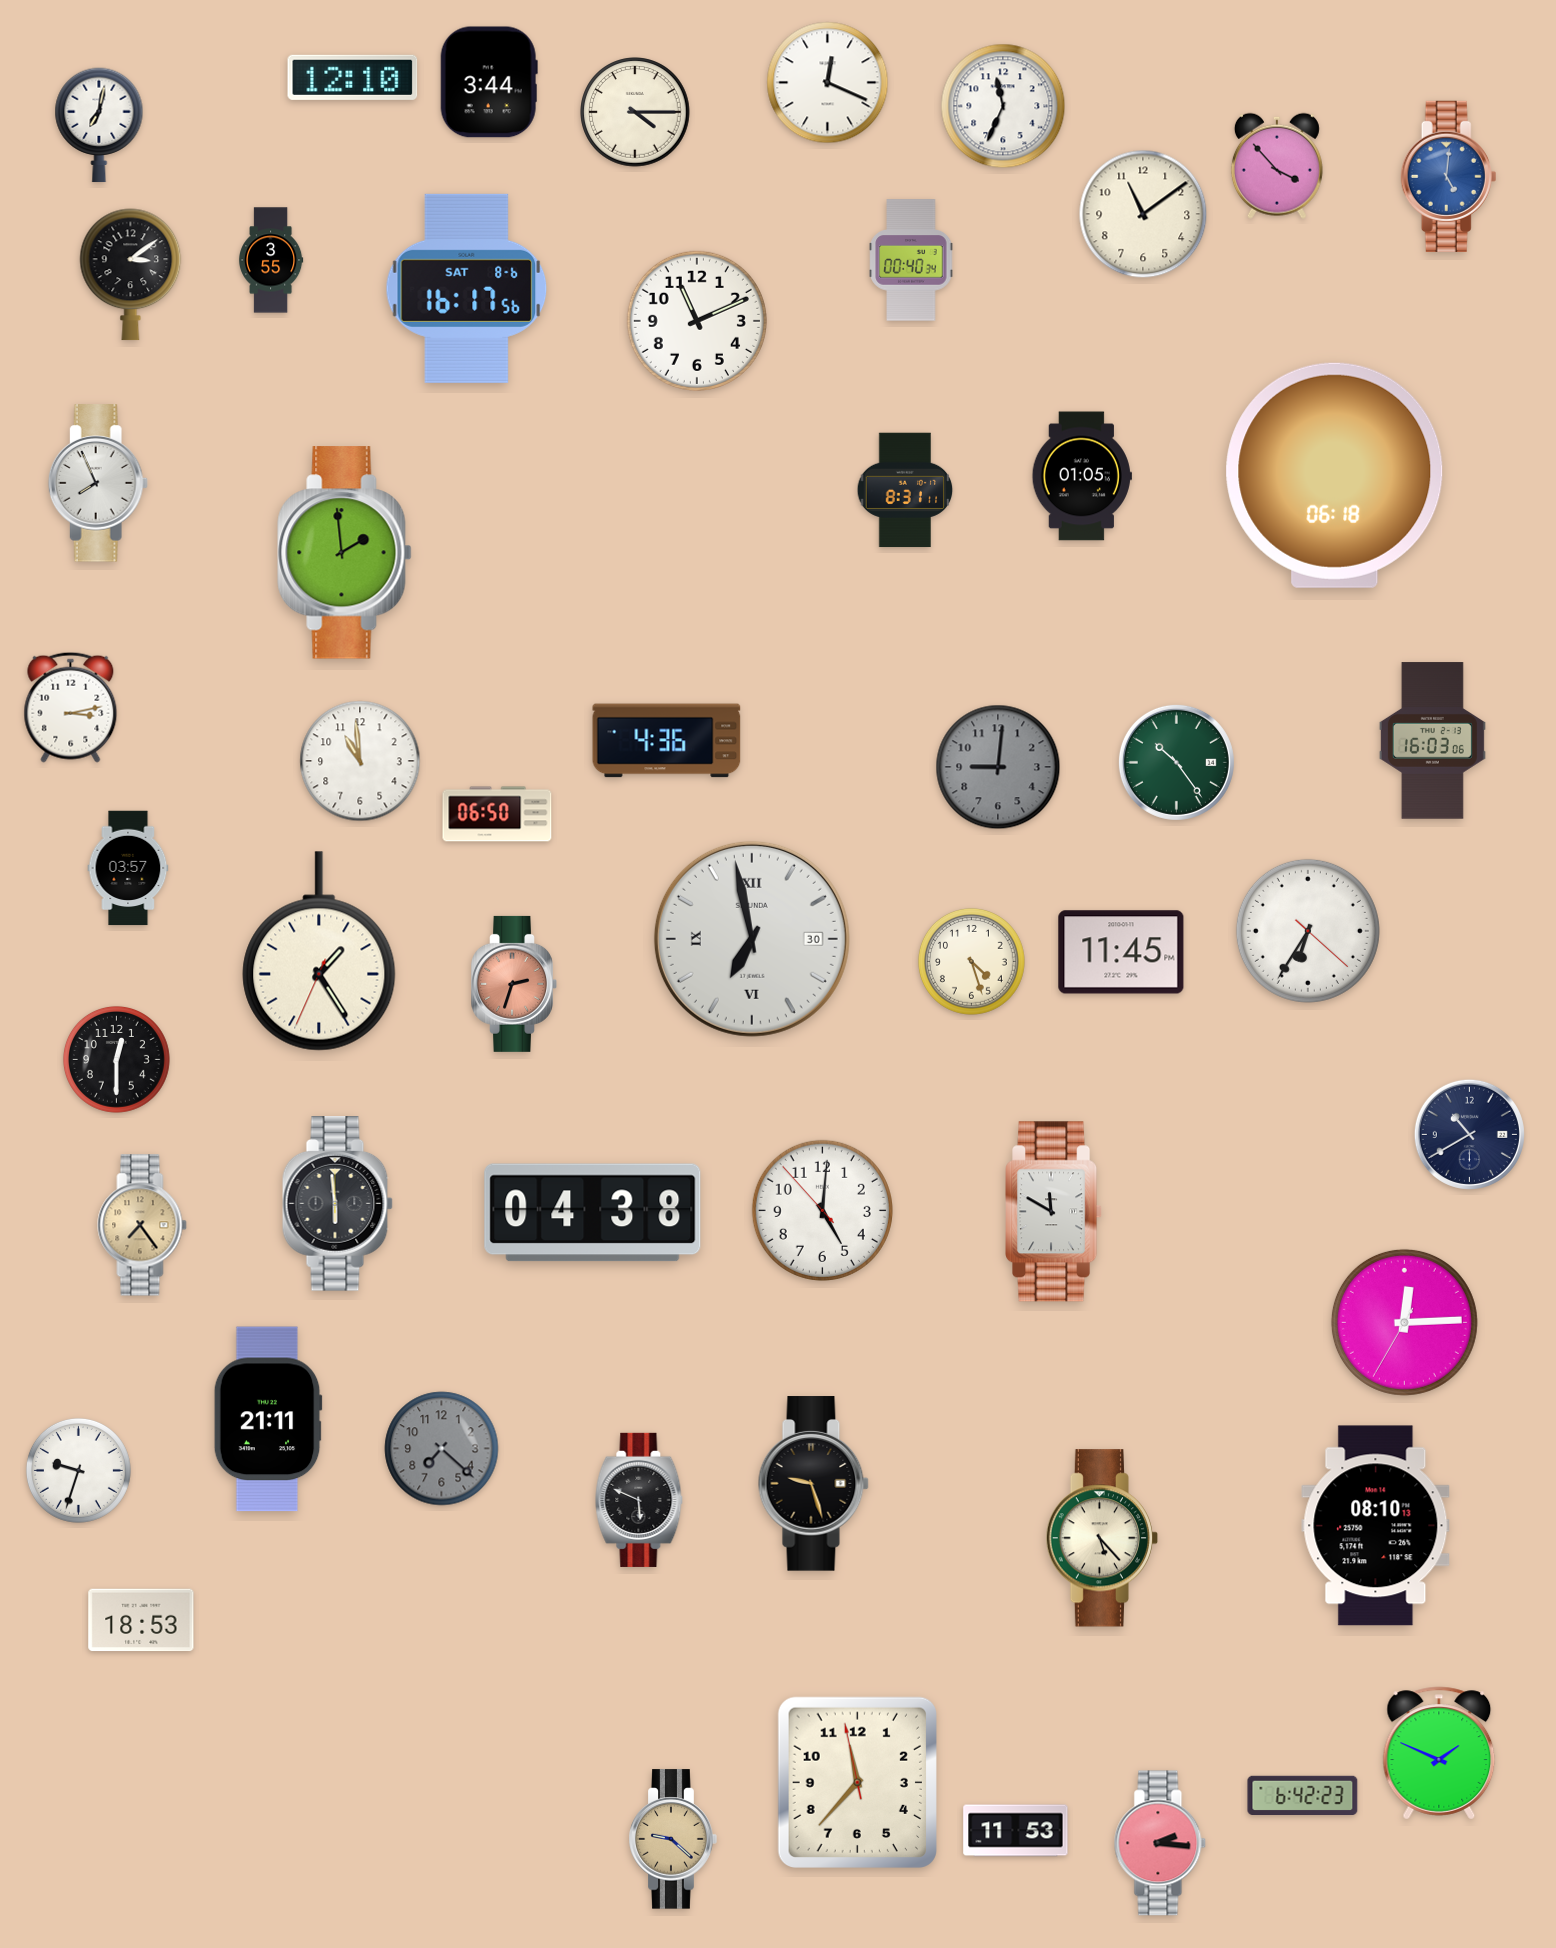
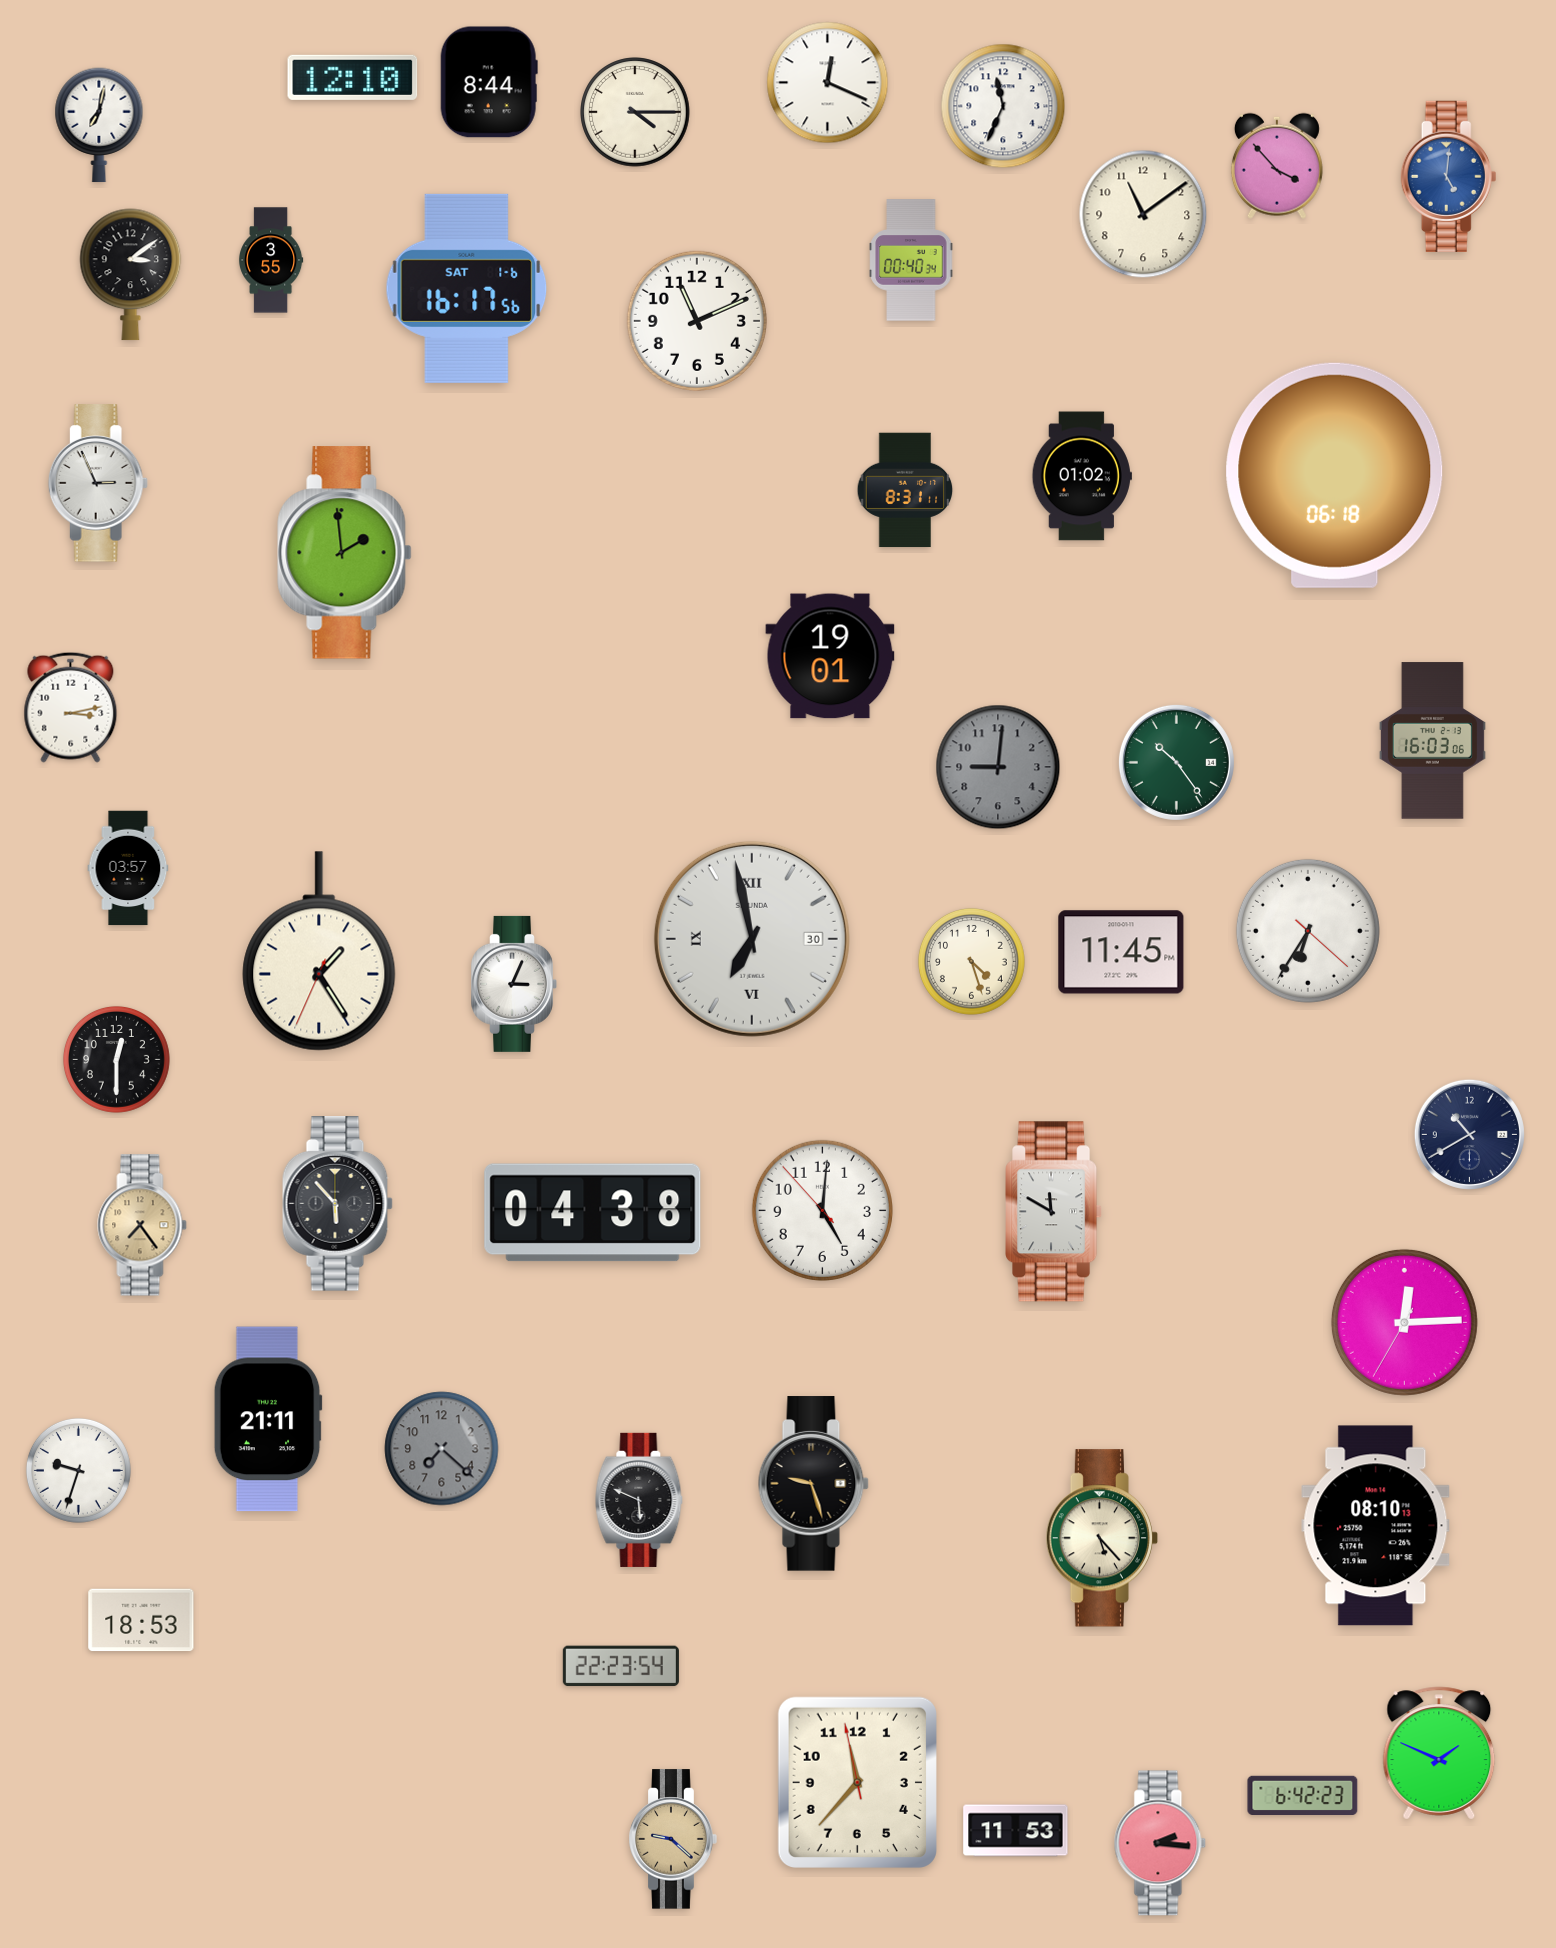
clock at (489, 82): 3:44 -> 8:44
clock at (467, 288) date: SAT 8-6 -> SAT 1-6
clock at (1082, 476): 01:05 -> 01:02
clock at (98, 483): 7:56 -> 2:56
clock at (830, 656): none -> 19:01
clock at (667, 741): 4:36 -> none
clock at (360, 761): 10:59 -> none
clock at (497, 814): 06:50 -> none
clock at (514, 984): 2:33 -> 3:04
clock at (514, 984) dial: salmon -> white
clock at (337, 1204): 5:59 -> 5:53
clock at (621, 1666): none -> 22:23
